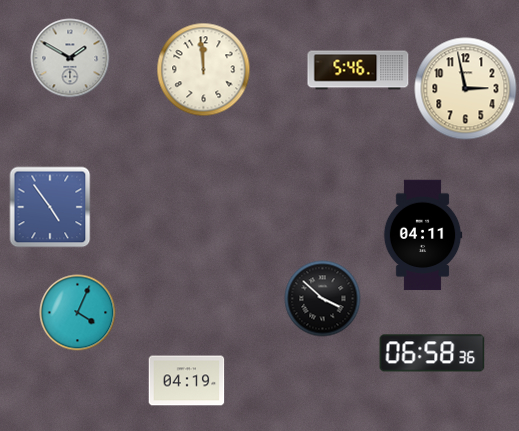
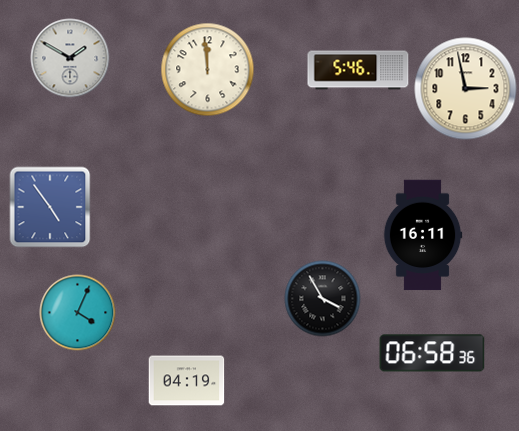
clock at (204, 70) position: (204, 70) -> (208, 70)
clock at (423, 235): 04:11 -> 16:11
clock at (323, 299): 3:52 -> 3:55
